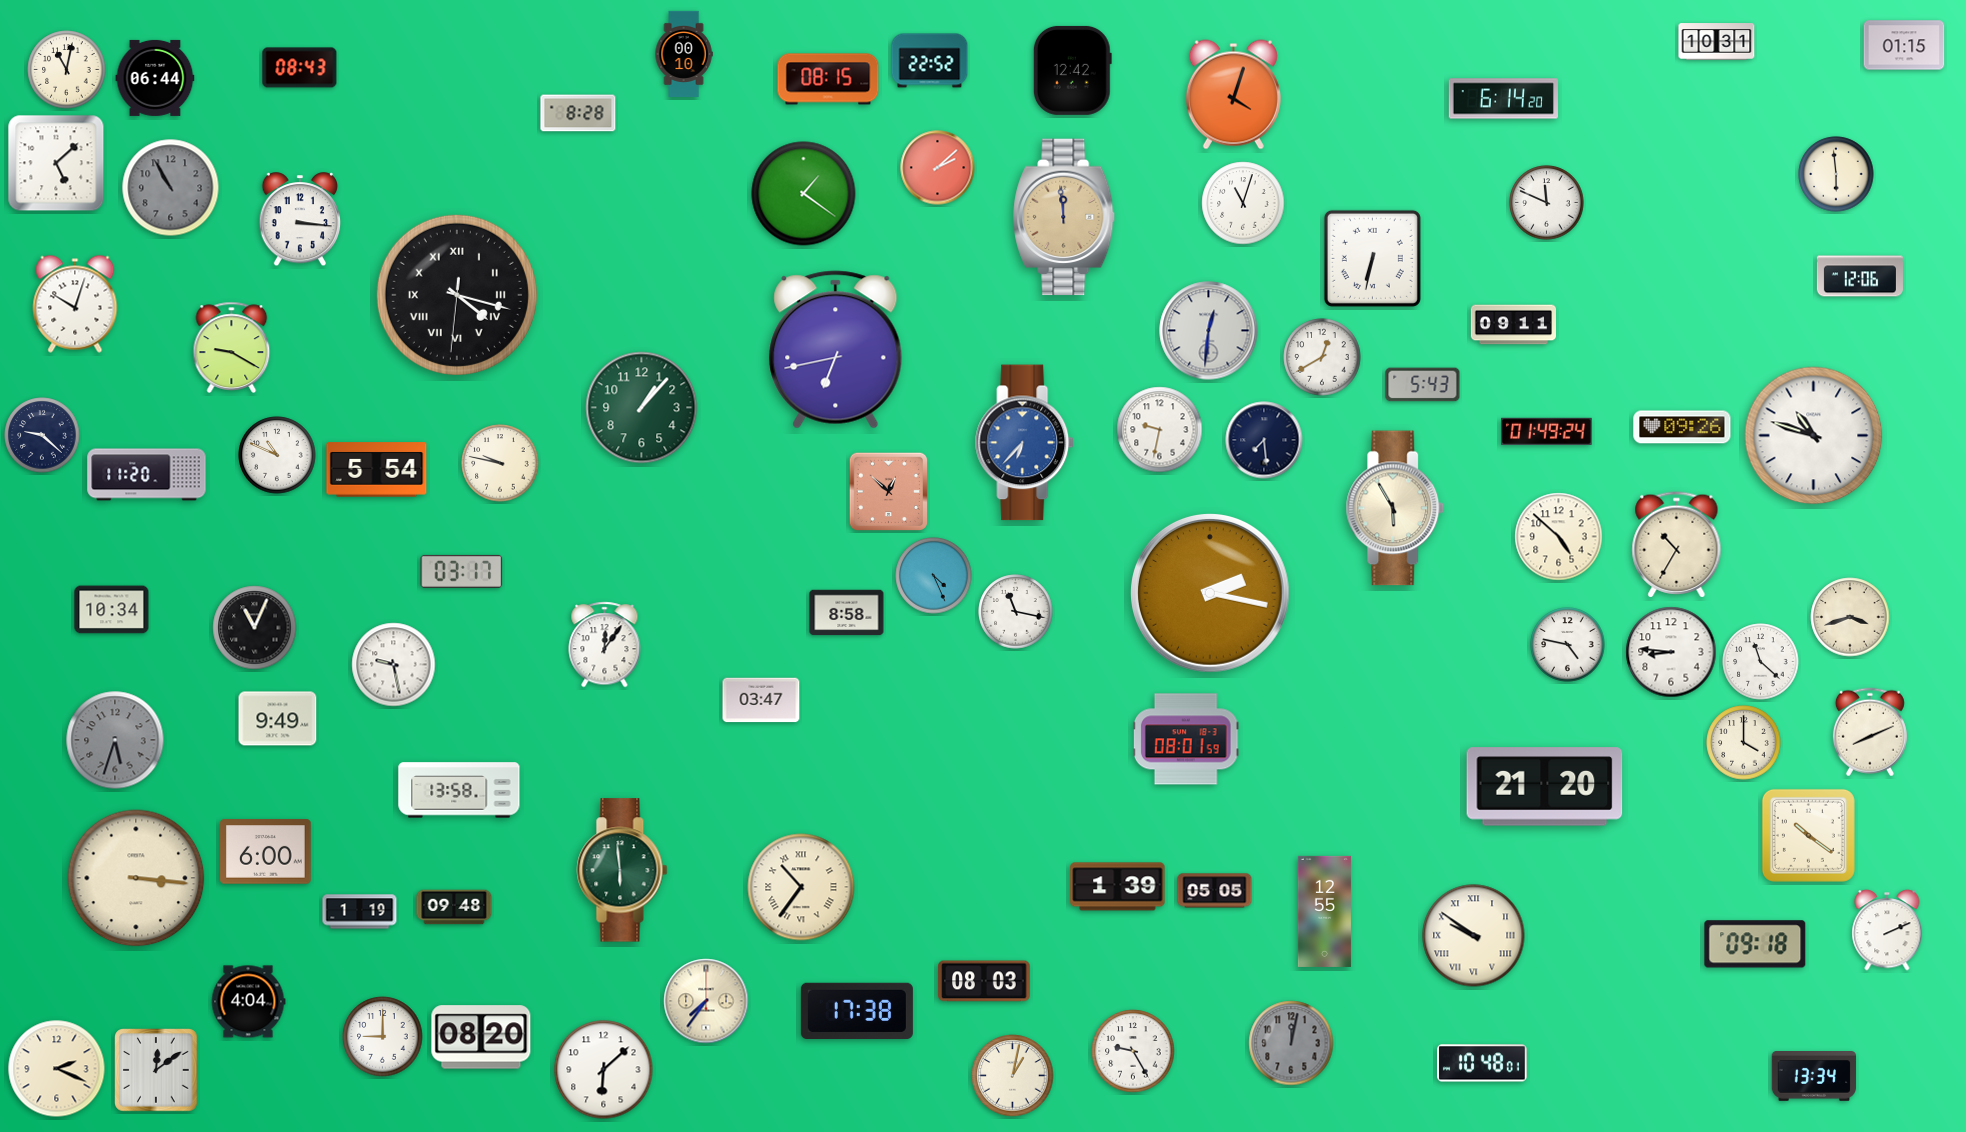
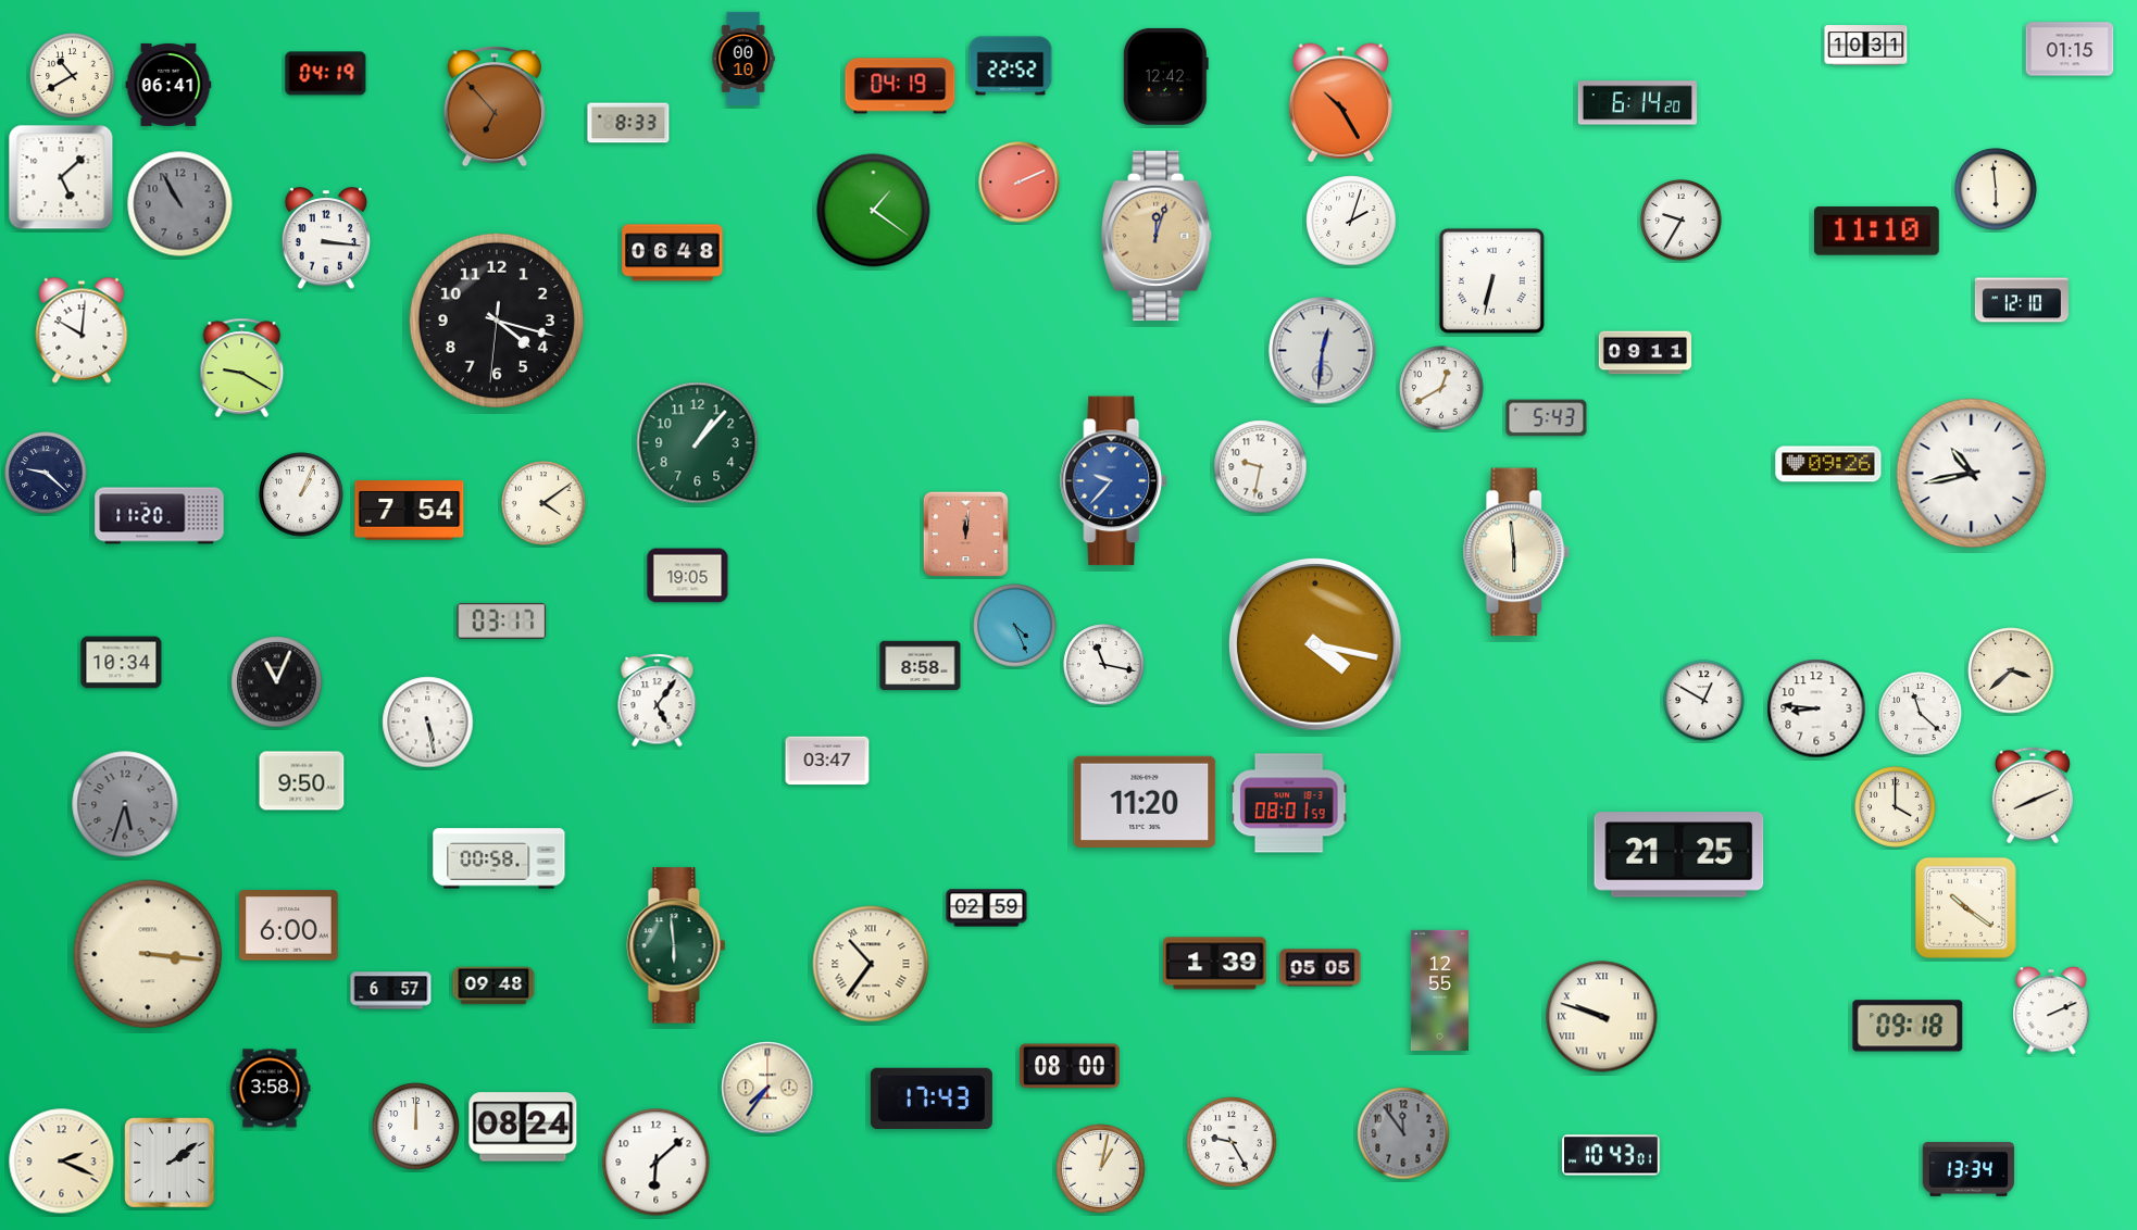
clock at (300, 68): 08:43 -> 04:19
clock at (67, 70): 11:02 -> 10:40
clock at (155, 78): 06:44 -> 06:41
clock at (828, 79): 08:15 -> 04:19
clock at (1233, 95): 4:03 -> 10:25
clock at (495, 108): none -> 6:53
clock at (1504, 99) position: (1504, 99) -> (1638, 103)
clock at (578, 113): 8:28 -> 8:33
clock at (938, 168): 2:08 -> 2:11
clock at (171, 188) position: (171, 188) -> (180, 204)
clock at (1243, 203): 11:03 -> 2:03
clock at (1547, 203): 11:49 -> 9:35
clock at (1876, 231): none -> 11:10
clock at (1065, 217): 11:59 -> 12:03
clock at (673, 253): none -> 06:48
clock at (1860, 276): 12:06 -> 12:10
clock at (457, 295) numerals: Roman -> Arabic
clock at (75, 304): 10:03 -> 10:01
clock at (1209, 331) position: (1209, 331) -> (1323, 351)
clock at (232, 347) position: (232, 347) -> (242, 367)
clock at (836, 350): 6:43 -> none
clock at (1322, 357) position: (1322, 357) -> (1441, 388)
clock at (1547, 431): 01:49 -> none
clock at (1814, 436): 10:48 -> 10:43
clock at (1264, 440): 7:29 -> none
clock at (1025, 443): 6:37 -> 9:37
clock at (277, 455): 10:49 -> 1:04
clock at (500, 463): 9:47 -> 4:09
clock at (377, 470): 5:54 -> 7:54
clock at (889, 492): 12:52 -> 12:01
clock at (1395, 508): 5:55 -> 5:59
clock at (688, 576): none -> 19:05
clock at (1559, 537): 4:52 -> none
clock at (1677, 545): 10:35 -> none
clock at (1210, 593): 2:17 -> 4:17
clock at (1850, 617): 3:42 -> 3:38
clock at (605, 645): 12:06 -> 5:06
clock at (1568, 645): 4:47 -> 12:50
clock at (1761, 662) position: (1761, 662) -> (1921, 714)
clock at (394, 665): 9:28 -> 5:28
clock at (278, 719): 9:49 -> 9:50
clock at (1145, 802): none -> 11:20
clock at (1545, 787): 21:20 -> 21:25
clock at (459, 790): 13:58 -> 00:58
clock at (987, 908): none -> 02:59
clock at (360, 912): 1:19 -> 6:57
clock at (1474, 936): 9:51 -> 9:48
clock at (984, 981): 08:03 -> 08:00
clock at (248, 1002): 4:04 -> 3:58
clock at (857, 1010): 17:38 -> 17:43
clock at (383, 1037): 9:00 -> 12:00
clock at (481, 1037): 08:20 -> 08:24
clock at (1291, 1043): 12:02 -> 11:54
clock at (1483, 1063): 10:48 -> 10:43
clock at (156, 1070): 12:09 -> 2:09
clock at (1814, 1077) position: (1814, 1077) -> (1969, 1170)
